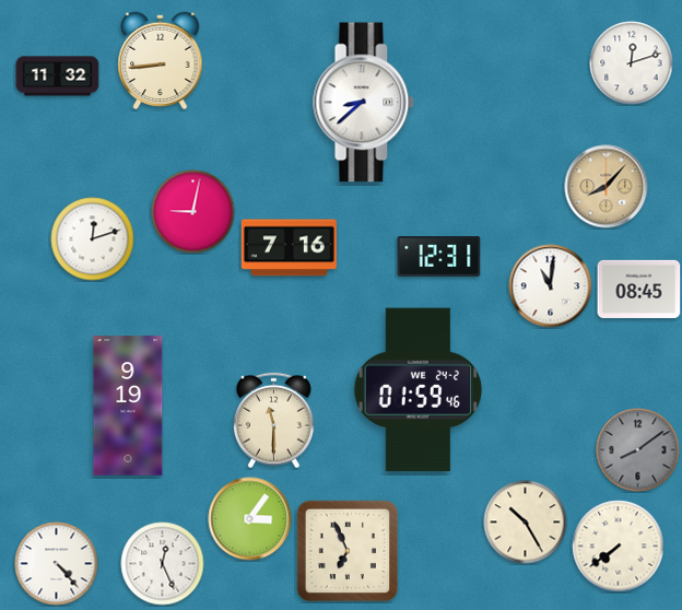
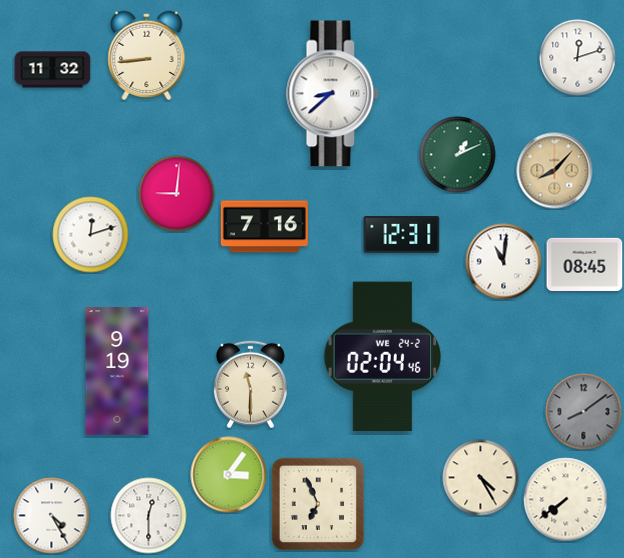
clock at (458, 155): none -> 1:11
clock at (193, 212): 9:02 -> 9:01
clock at (93, 239) position: (93, 239) -> (91, 235)
clock at (419, 390): 01:59 -> 02:04
clock at (526, 523): 10:25 -> 4:25
clock at (57, 564): 4:23 -> 4:25
clock at (163, 564): 12:26 -> 12:30
